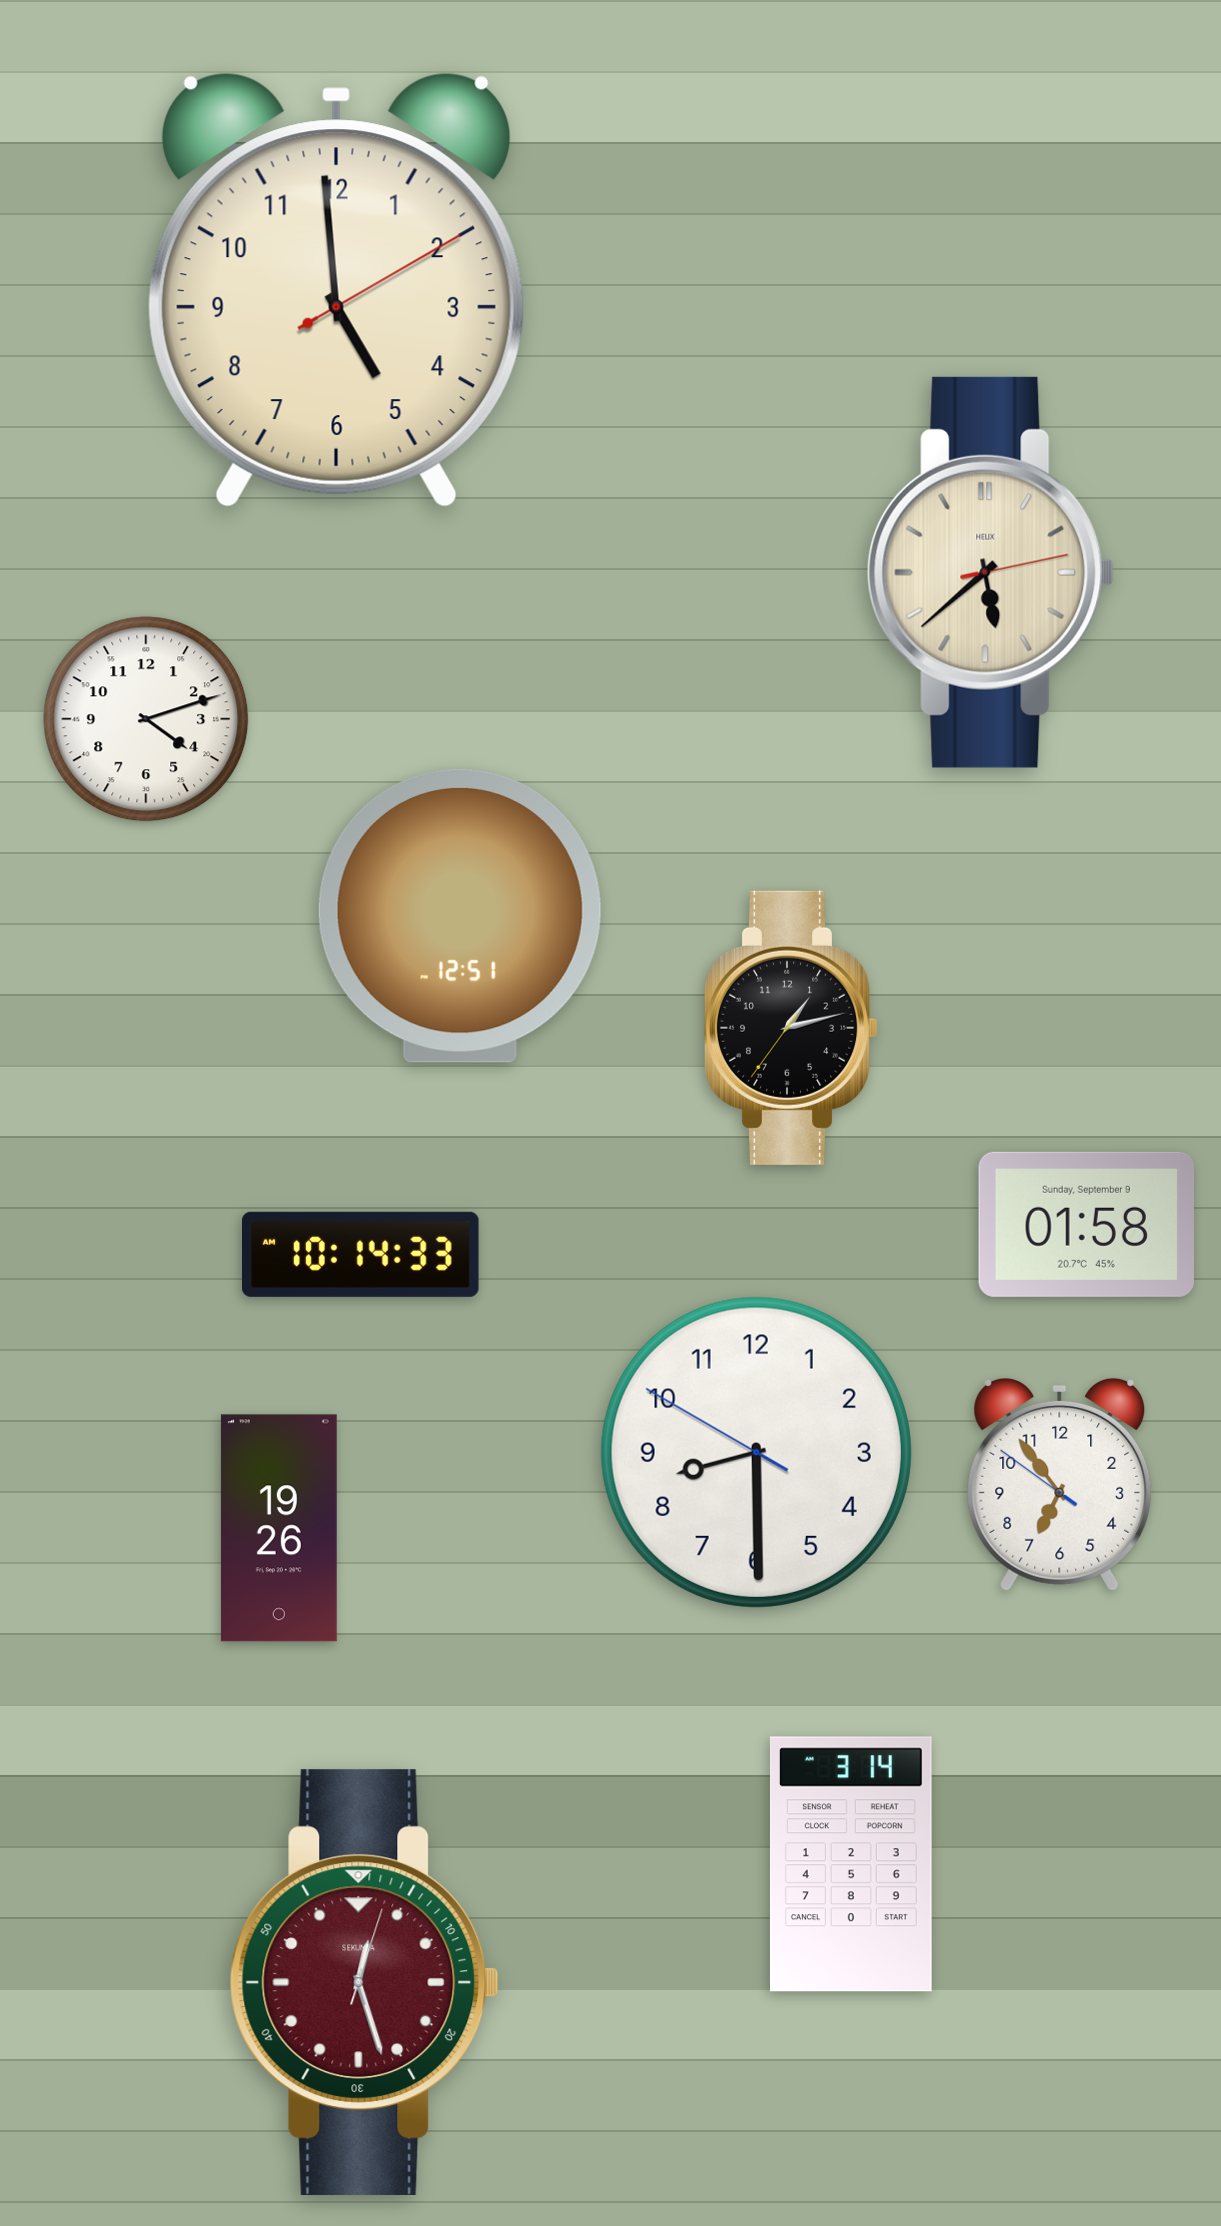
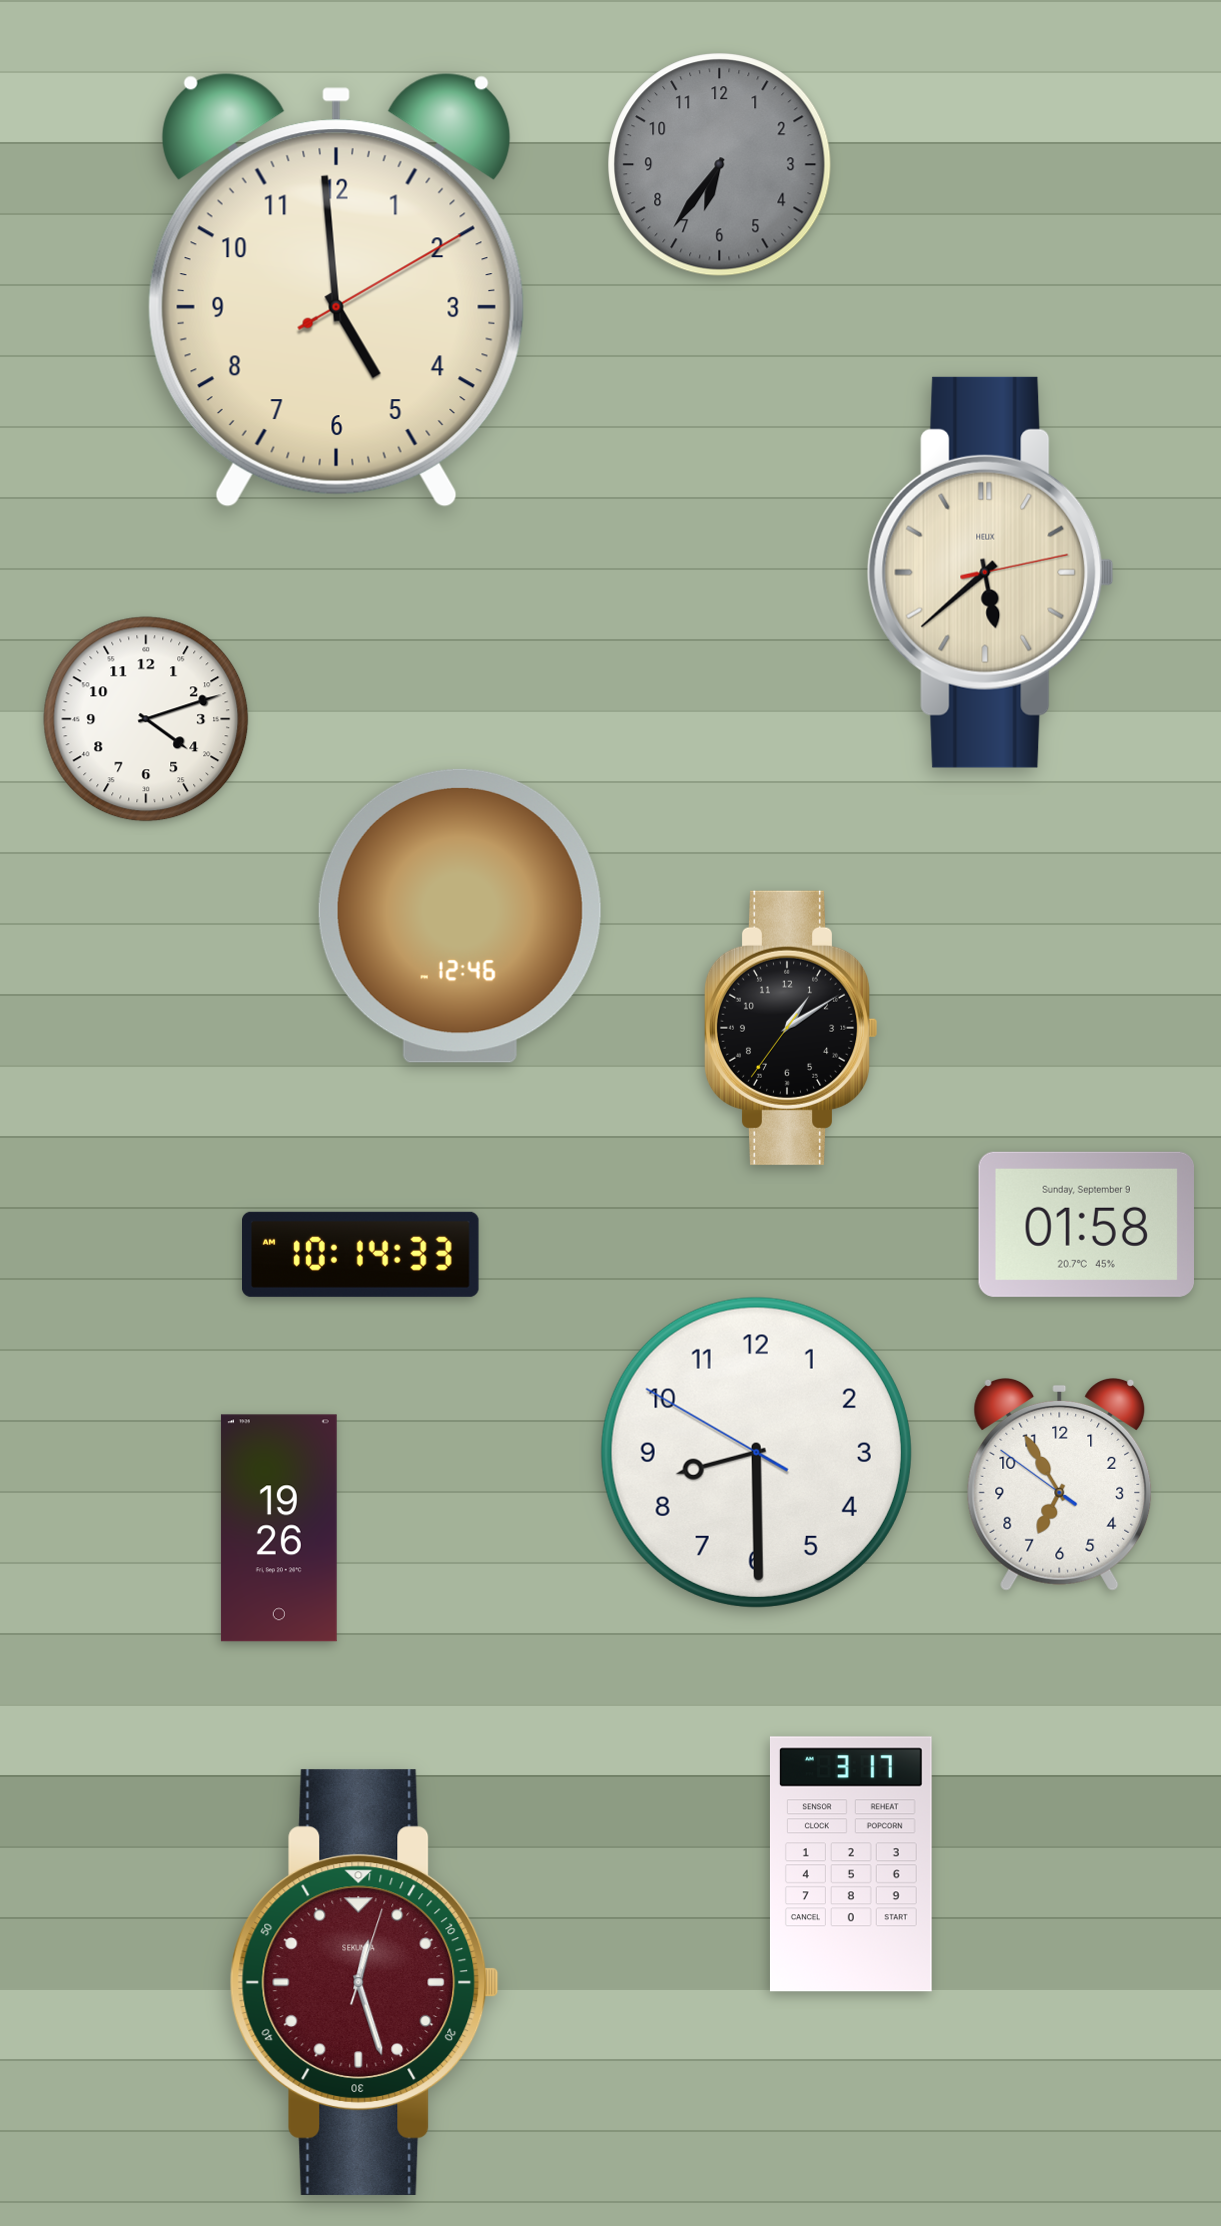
clock at (720, 165): none -> 6:36
clock at (460, 916): 12:51 -> 12:46
clock at (791, 1028): 1:12 -> 1:09
clock at (1060, 1484): 6:53 -> 6:54
clock at (851, 1864): 3:14 -> 3:17
